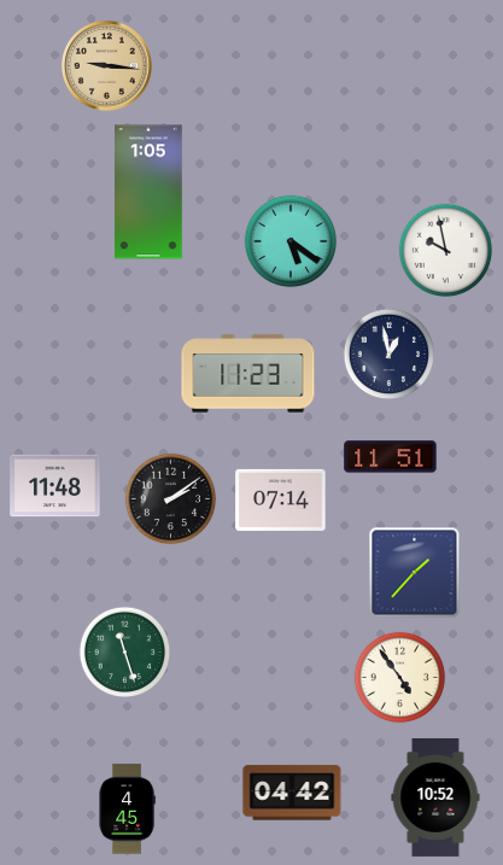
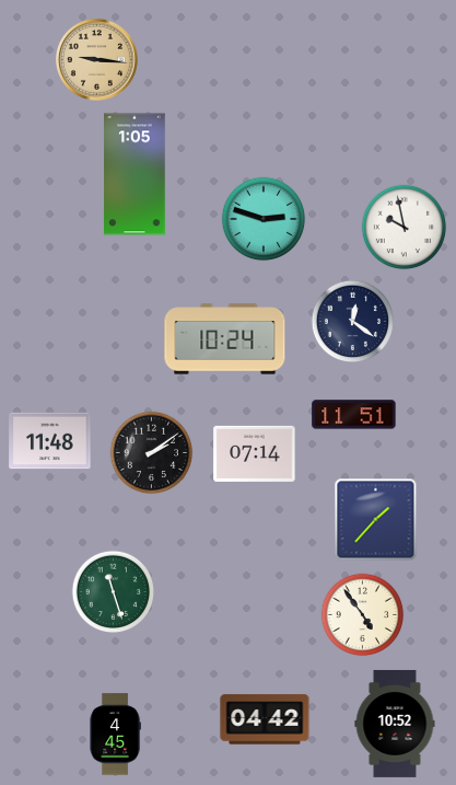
clock at (291, 241): 5:21 -> 2:48
clock at (390, 355): 12:58 -> 12:21
clock at (248, 374): 11:23 -> 10:24
clock at (171, 499) position: (171, 499) -> (152, 453)
